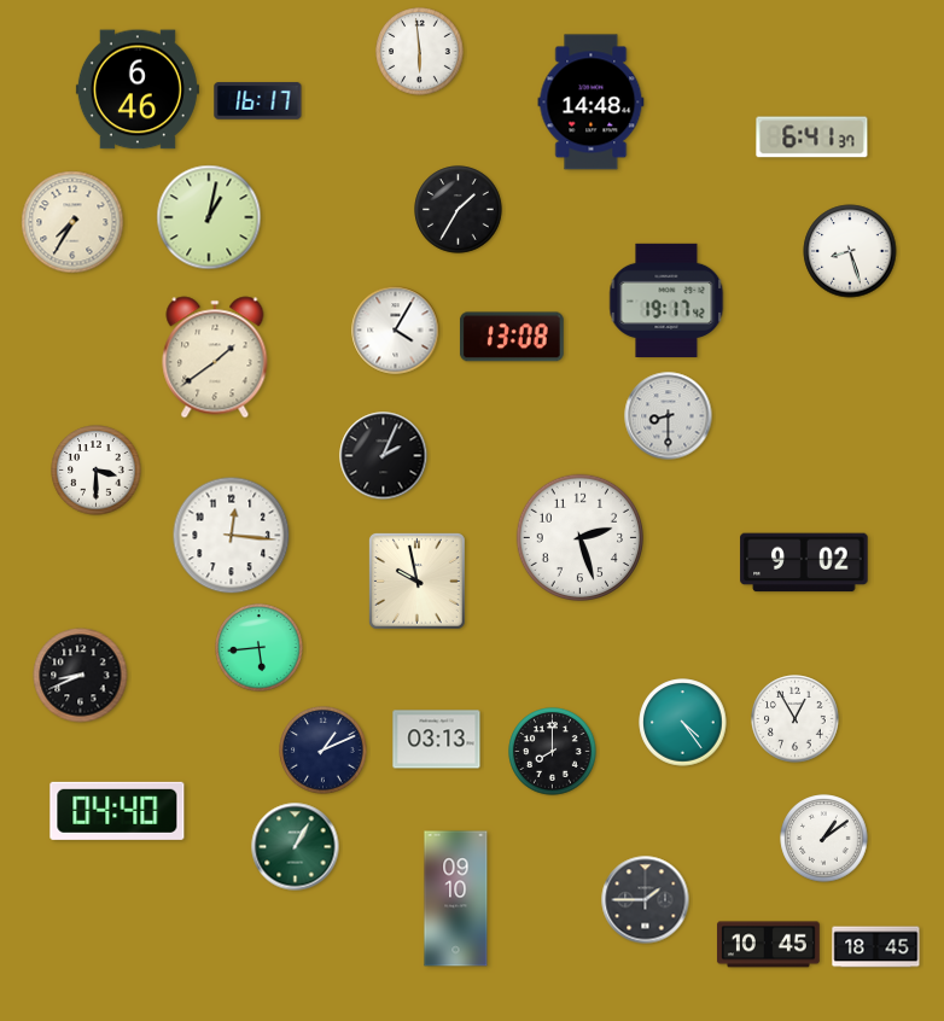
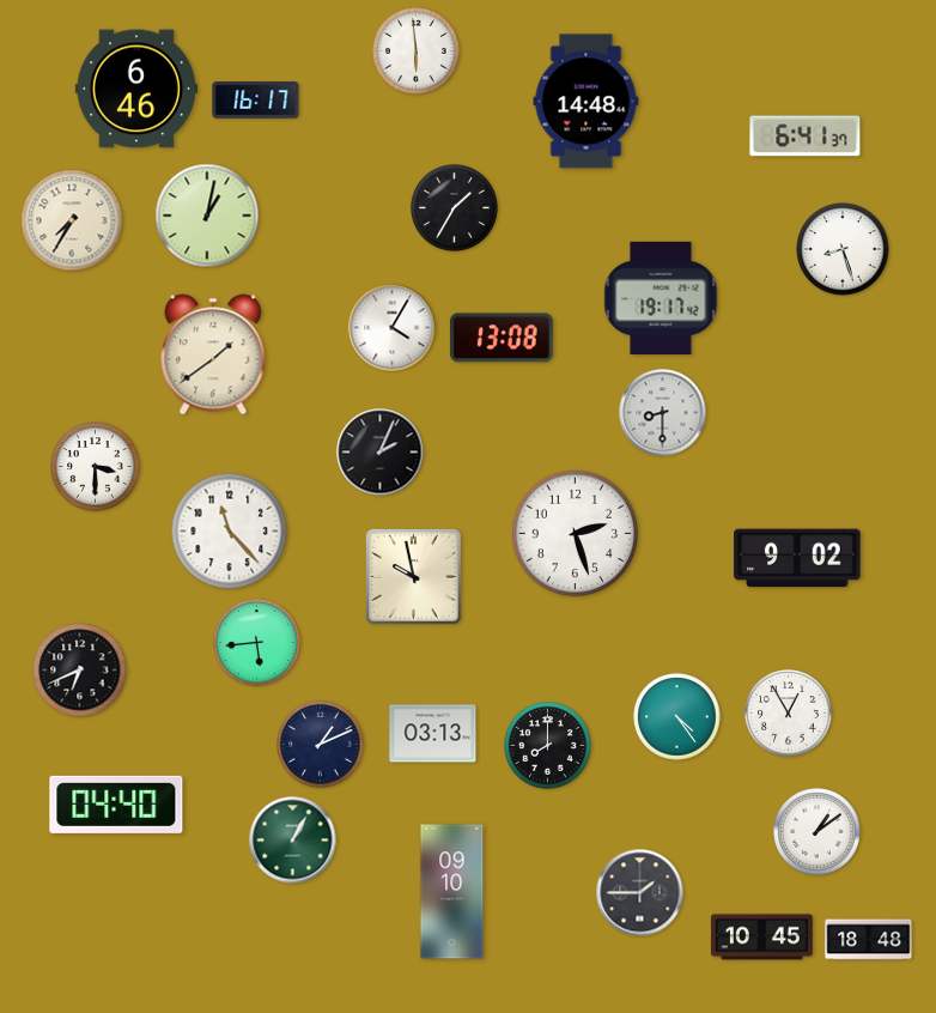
clock at (512, 337) position: (512, 337) -> (502, 338)
clock at (232, 536): 12:16 -> 11:23
clock at (81, 676): 8:41 -> 6:41
clock at (876, 947): 18:45 -> 18:48
